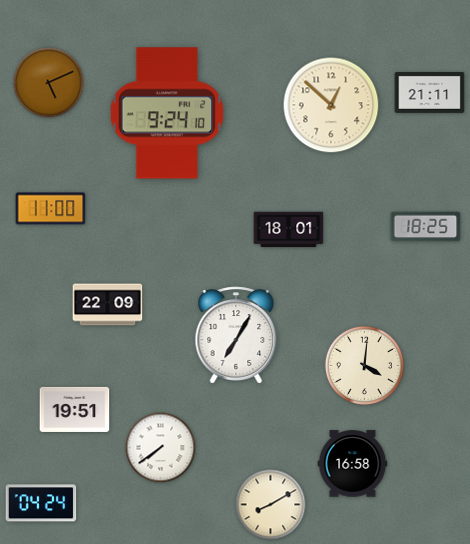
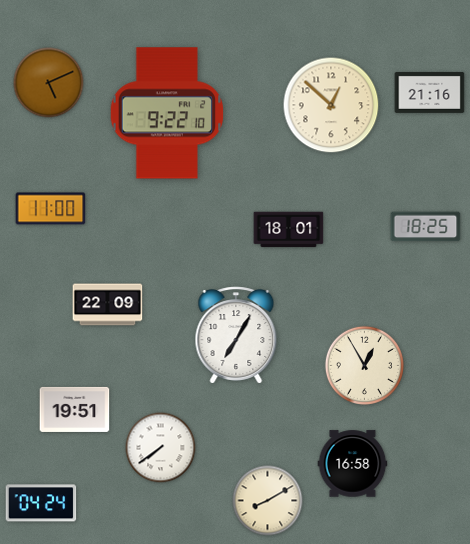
clock at (430, 92): 21:11 -> 21:16
clock at (167, 113): 9:24 -> 9:22
clock at (364, 365): 4:01 -> 12:55
clock at (271, 505) position: (271, 505) -> (268, 501)
